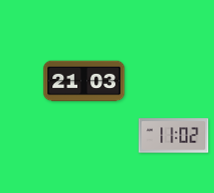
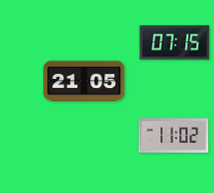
clock at (175, 43): none -> 07:15
clock at (84, 81): 21:03 -> 21:05
